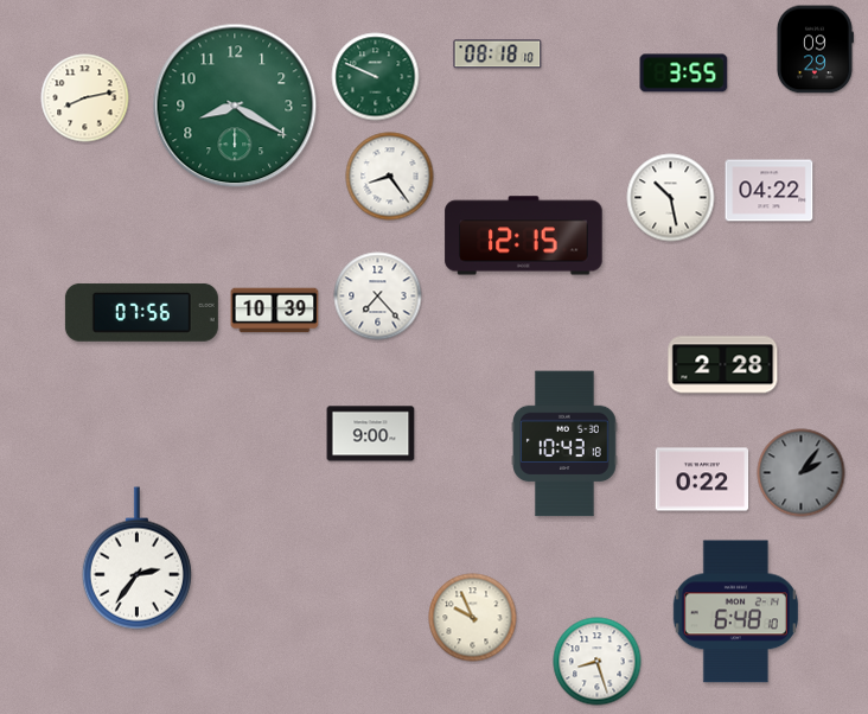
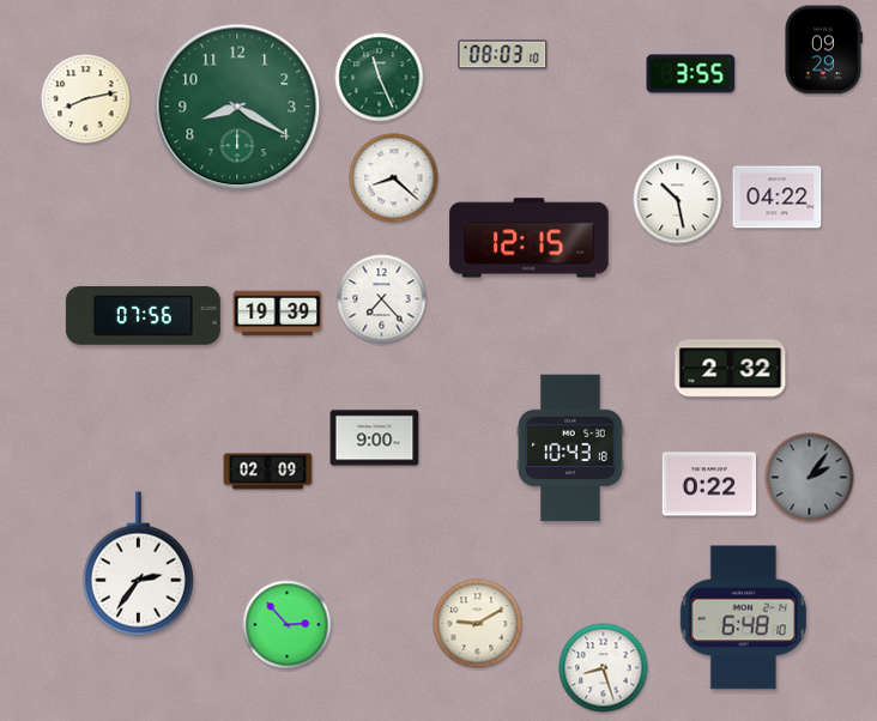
clock at (498, 55): 08:18 -> 08:03
clock at (376, 77): 9:49 -> 11:26
clock at (390, 177): 8:24 -> 8:22
clock at (770, 191) position: (770, 191) -> (778, 198)
clock at (275, 311): 10:39 -> 19:39
clock at (723, 365): 2:28 -> 2:32
clock at (268, 472): none -> 02:09
clock at (473, 618): 9:56 -> 9:10
clock at (288, 625): none -> 2:53
